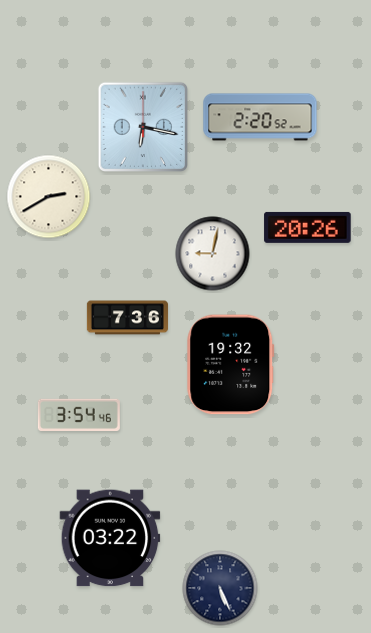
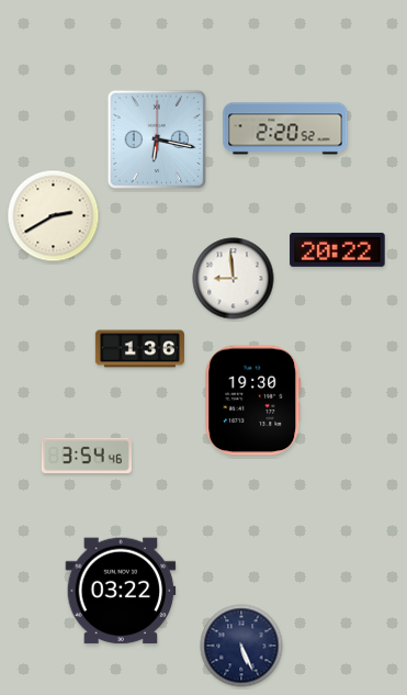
clock at (308, 227): 20:26 -> 20:22
clock at (213, 254): 9:02 -> 8:59
clock at (127, 318): 7:36 -> 1:36
clock at (231, 365): 19:32 -> 19:30
